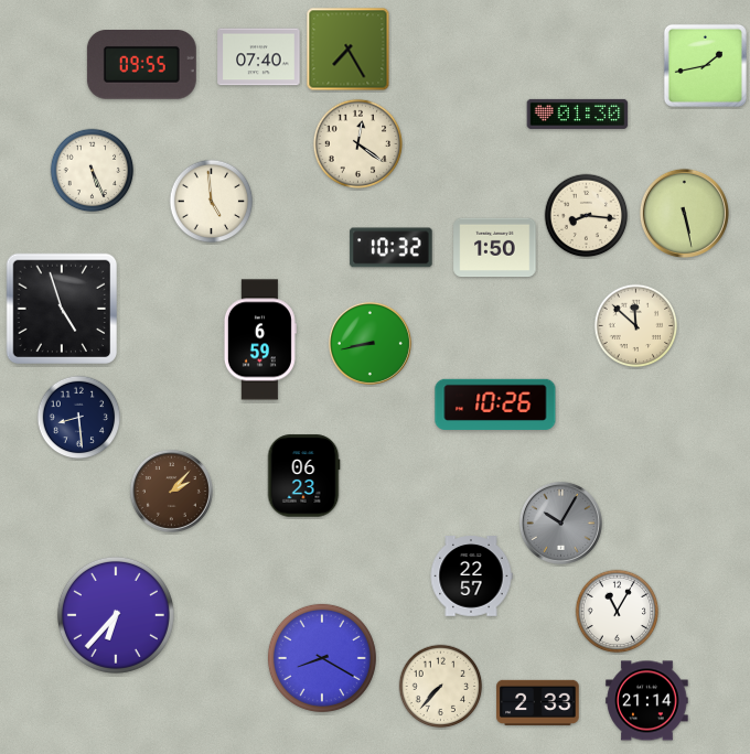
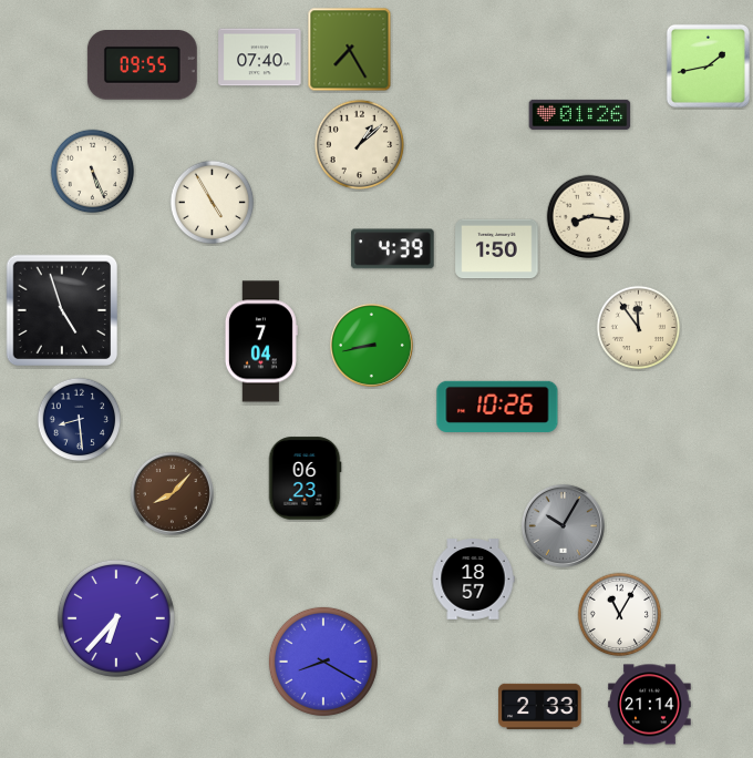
clock at (578, 114): 01:30 -> 01:26
clock at (358, 144): 12:21 -> 1:08
clock at (212, 202): 4:59 -> 4:55
clock at (684, 213): 5:28 -> none
clock at (392, 248): 10:32 -> 4:39
clock at (636, 326): 11:52 -> 11:54
clock at (260, 340): 6:59 -> 7:04
clock at (171, 491): 2:07 -> 8:07
clock at (471, 577): 22:57 -> 18:57
clock at (441, 687): 7:37 -> none
